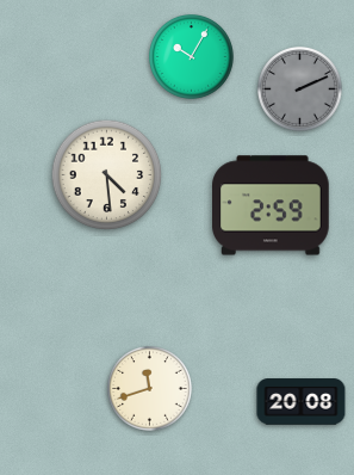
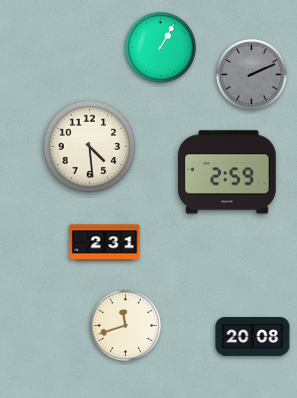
clock at (192, 57): 10:05 -> 1:05
clock at (105, 243): none -> 2:31
